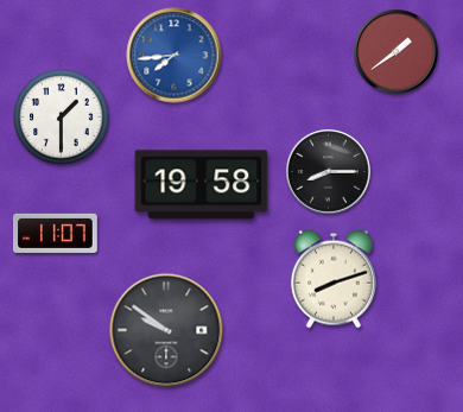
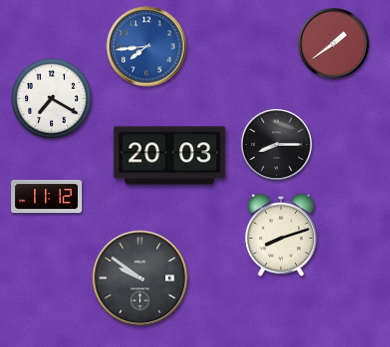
clock at (62, 118): 1:30 -> 7:20
clock at (202, 185): 19:58 -> 20:03
clock at (56, 233): 11:07 -> 11:12
